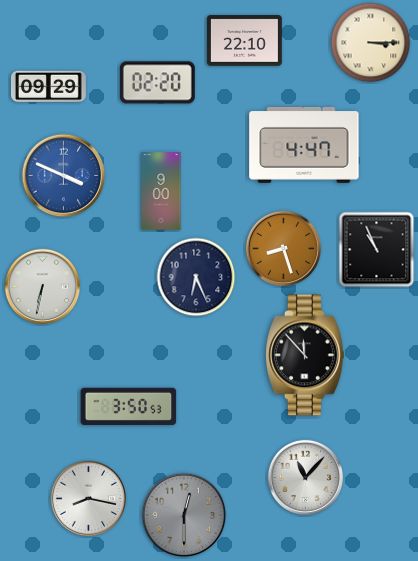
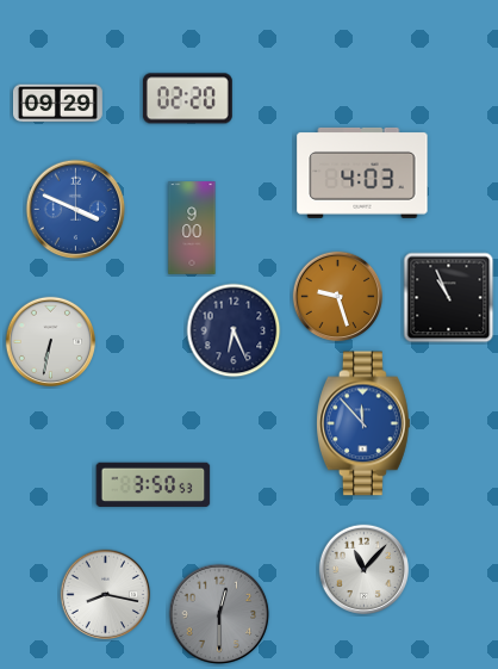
clock at (244, 41): 22:10 -> none
clock at (371, 43): 3:15 -> none
clock at (304, 145): 4:47 -> 4:03
clock at (284, 249): 8:27 -> 9:27
clock at (306, 355) dial: black -> blue
